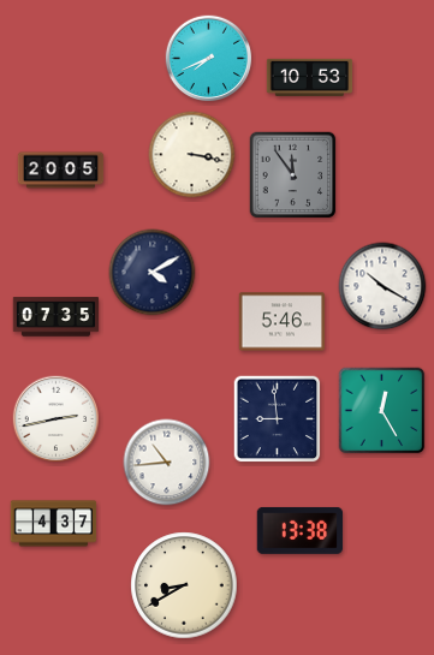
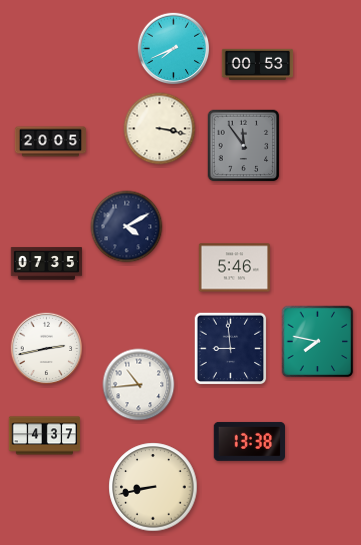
clock at (310, 77): 10:53 -> 00:53
clock at (382, 286): 10:20 -> none
clock at (382, 411): 12:25 -> 7:47
clock at (184, 585): 8:40 -> 8:43
